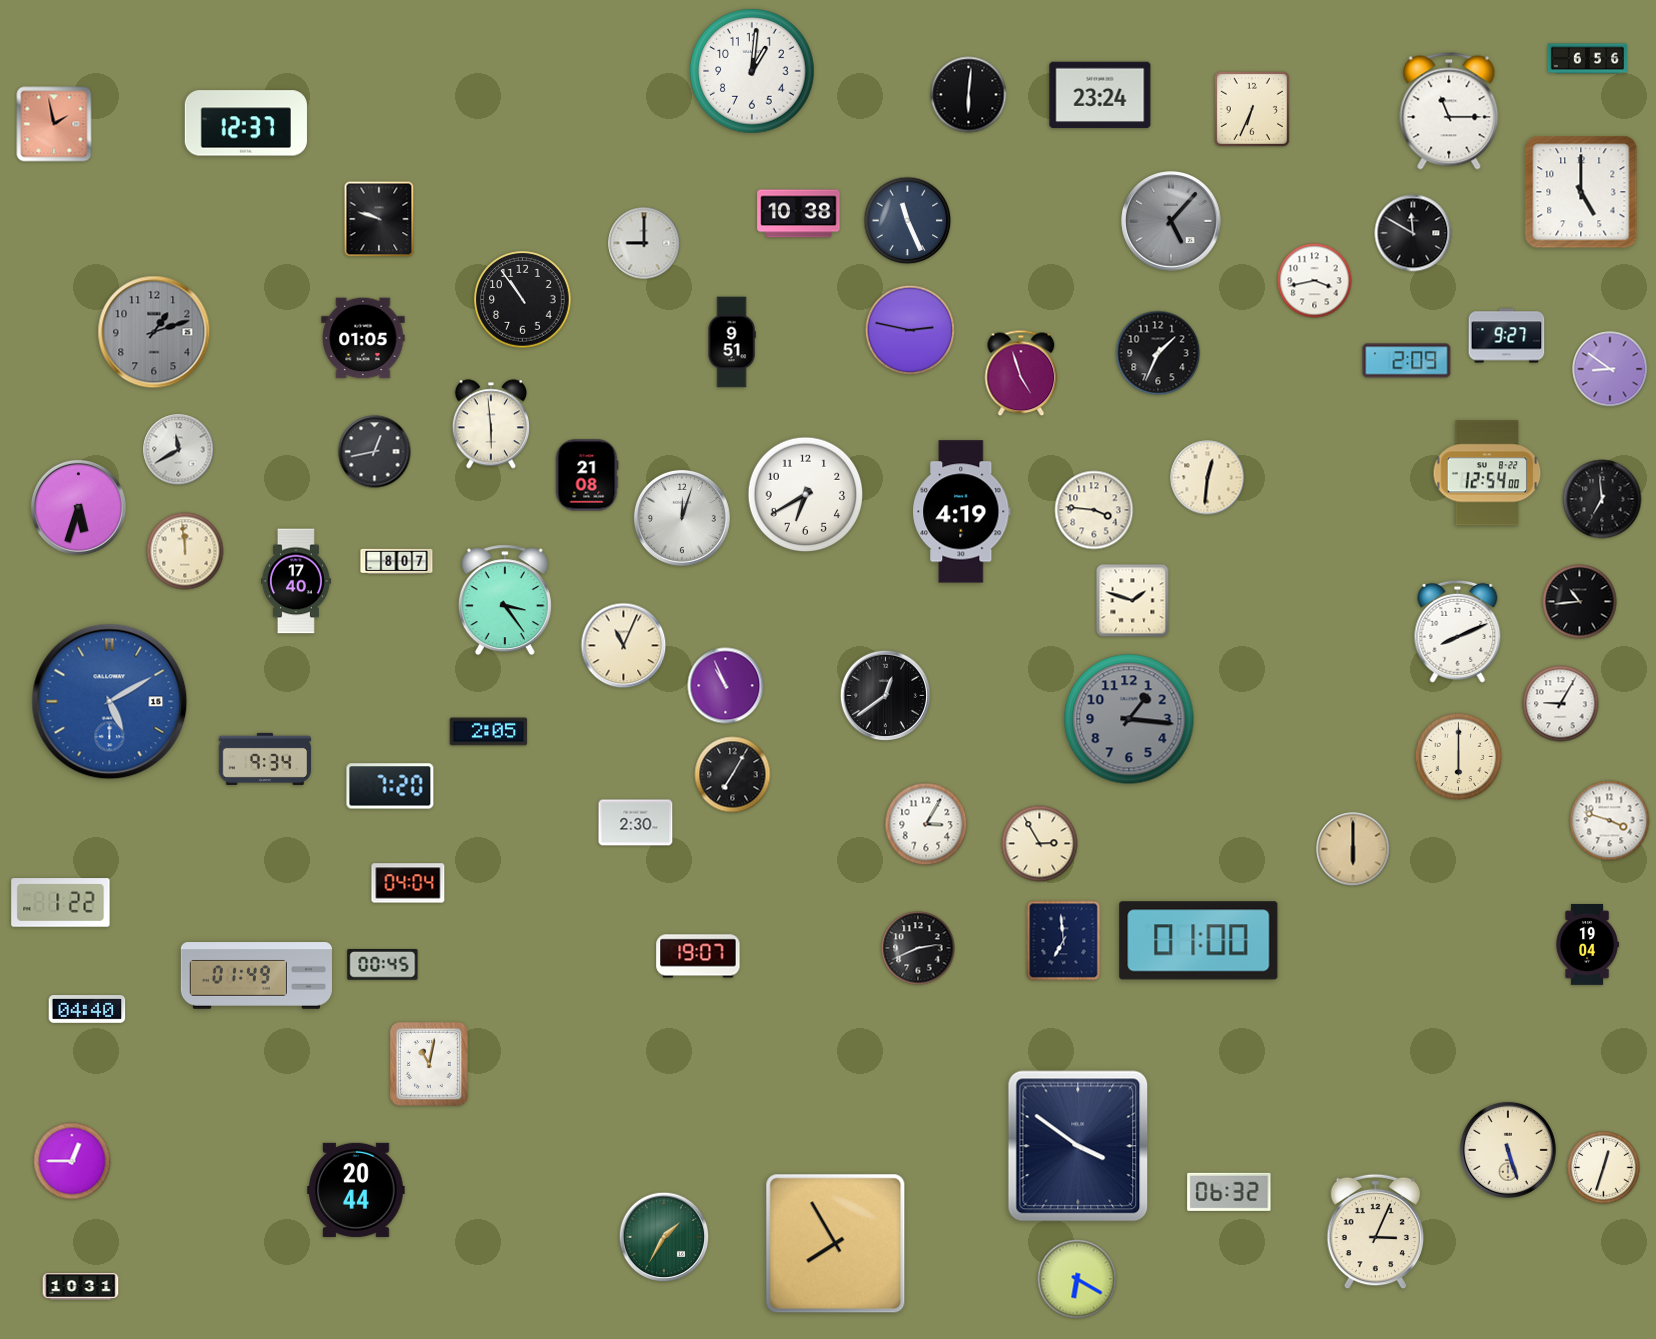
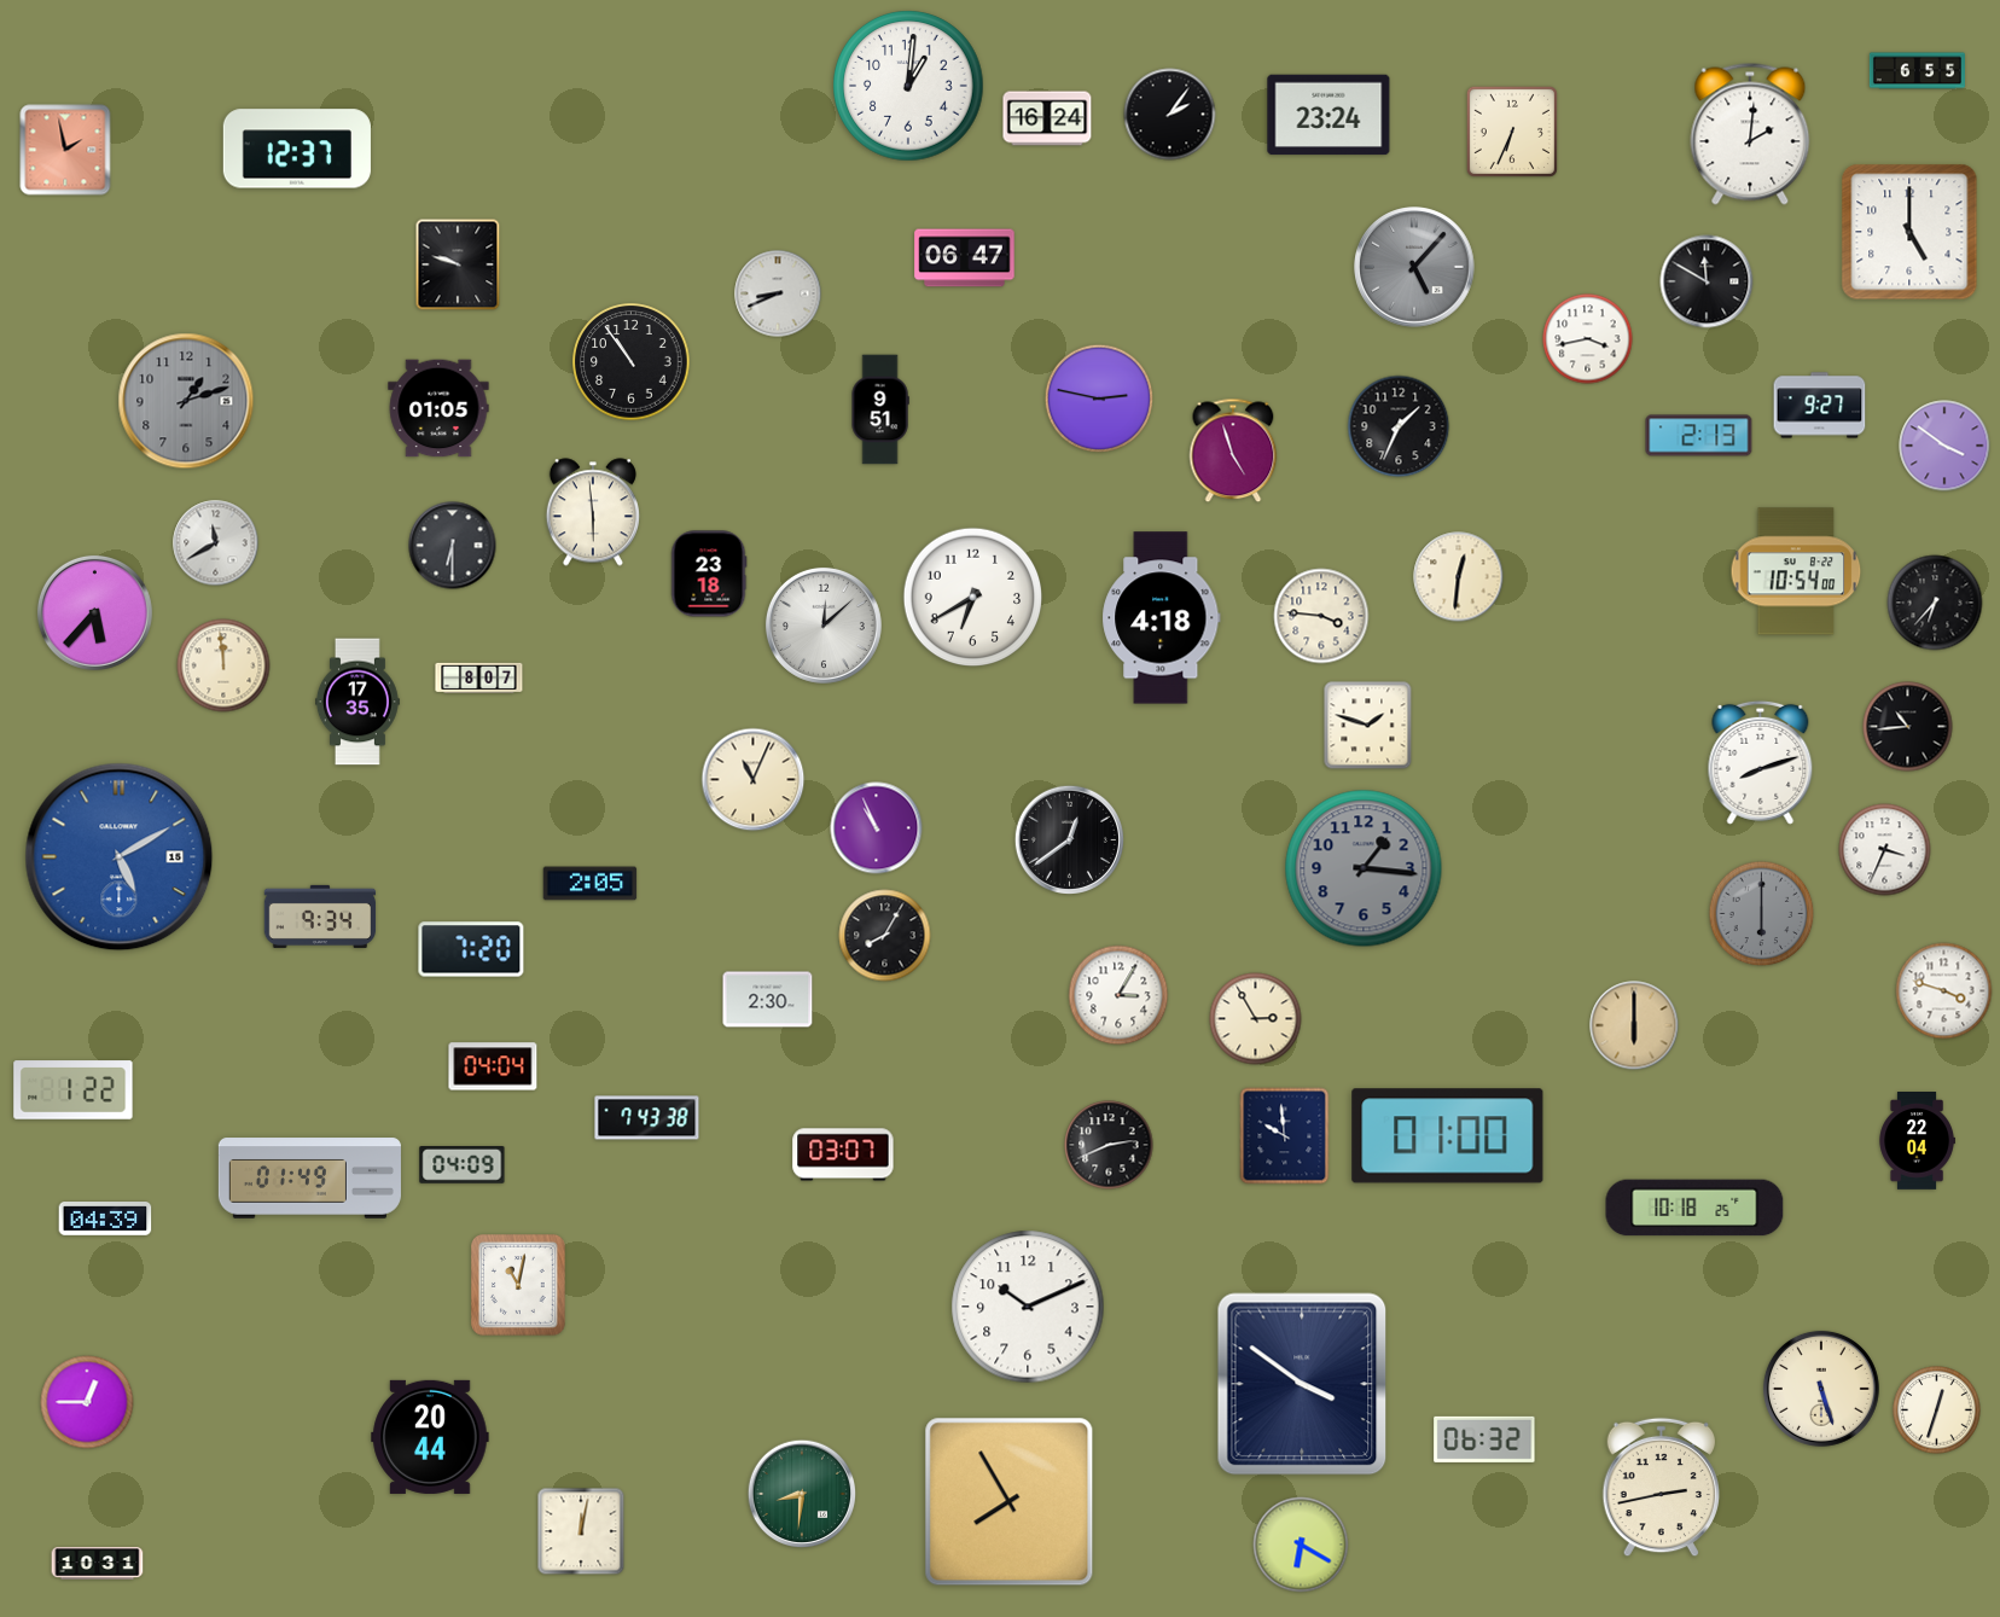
clock at (1587, 59): 6:56 -> 6:55
clock at (969, 95): 6:01 -> 2:06
clock at (1047, 118): none -> 16:24
clock at (1449, 111): 11:15 -> 2:01
clock at (799, 214): 10:38 -> 06:47
clock at (908, 221): 11:26 -> none
clock at (644, 243): 9:00 -> 8:41
clock at (732, 342) position: (732, 342) -> (880, 409)
clock at (1407, 361): 2:09 -> 2:13
clock at (1610, 369): 8:51 -> 3:51
clock at (375, 452): 12:43 -> 6:30
clock at (1487, 473): 12:54 -> 10:54
clock at (587, 475): 21:08 -> 23:18
clock at (1602, 499): 6:59 -> 6:37
clock at (78, 507): 5:33 -> 5:37
clock at (962, 512): 4:19 -> 4:18
clock at (682, 518): 12:03 -> 12:08
clock at (296, 581): 17:40 -> 17:35
clock at (505, 600): 3:24 -> none
clock at (1458, 631): 8:11 -> 8:12
clock at (110, 702) position: (110, 702) -> (120, 857)
clock at (1561, 704): 9:05 -> 3:34
clock at (1459, 757) dial: cream -> grey
clock at (733, 775): 7:05 -> 8:05
clock at (636, 823) position: (636, 823) -> (768, 1000)
clock at (647, 1118): none -> 7:43
clock at (1064, 941): 6:59 -> 9:59
clock at (1587, 945): 19:04 -> 22:04
clock at (698, 956): 19:07 -> 03:07
clock at (383, 965): 00:45 -> 04:09
clock at (1694, 1208): none -> 10:18
clock at (87, 1009): 04:40 -> 04:39
clock at (1028, 1307): none -> 10:11
clock at (1376, 1232): 3:04 -> 2:43
clock at (664, 1237): 1:35 -> 8:31
clock at (581, 1531): none -> 12:02
clock at (81, 1287) position: (81, 1287) -> (98, 1564)
